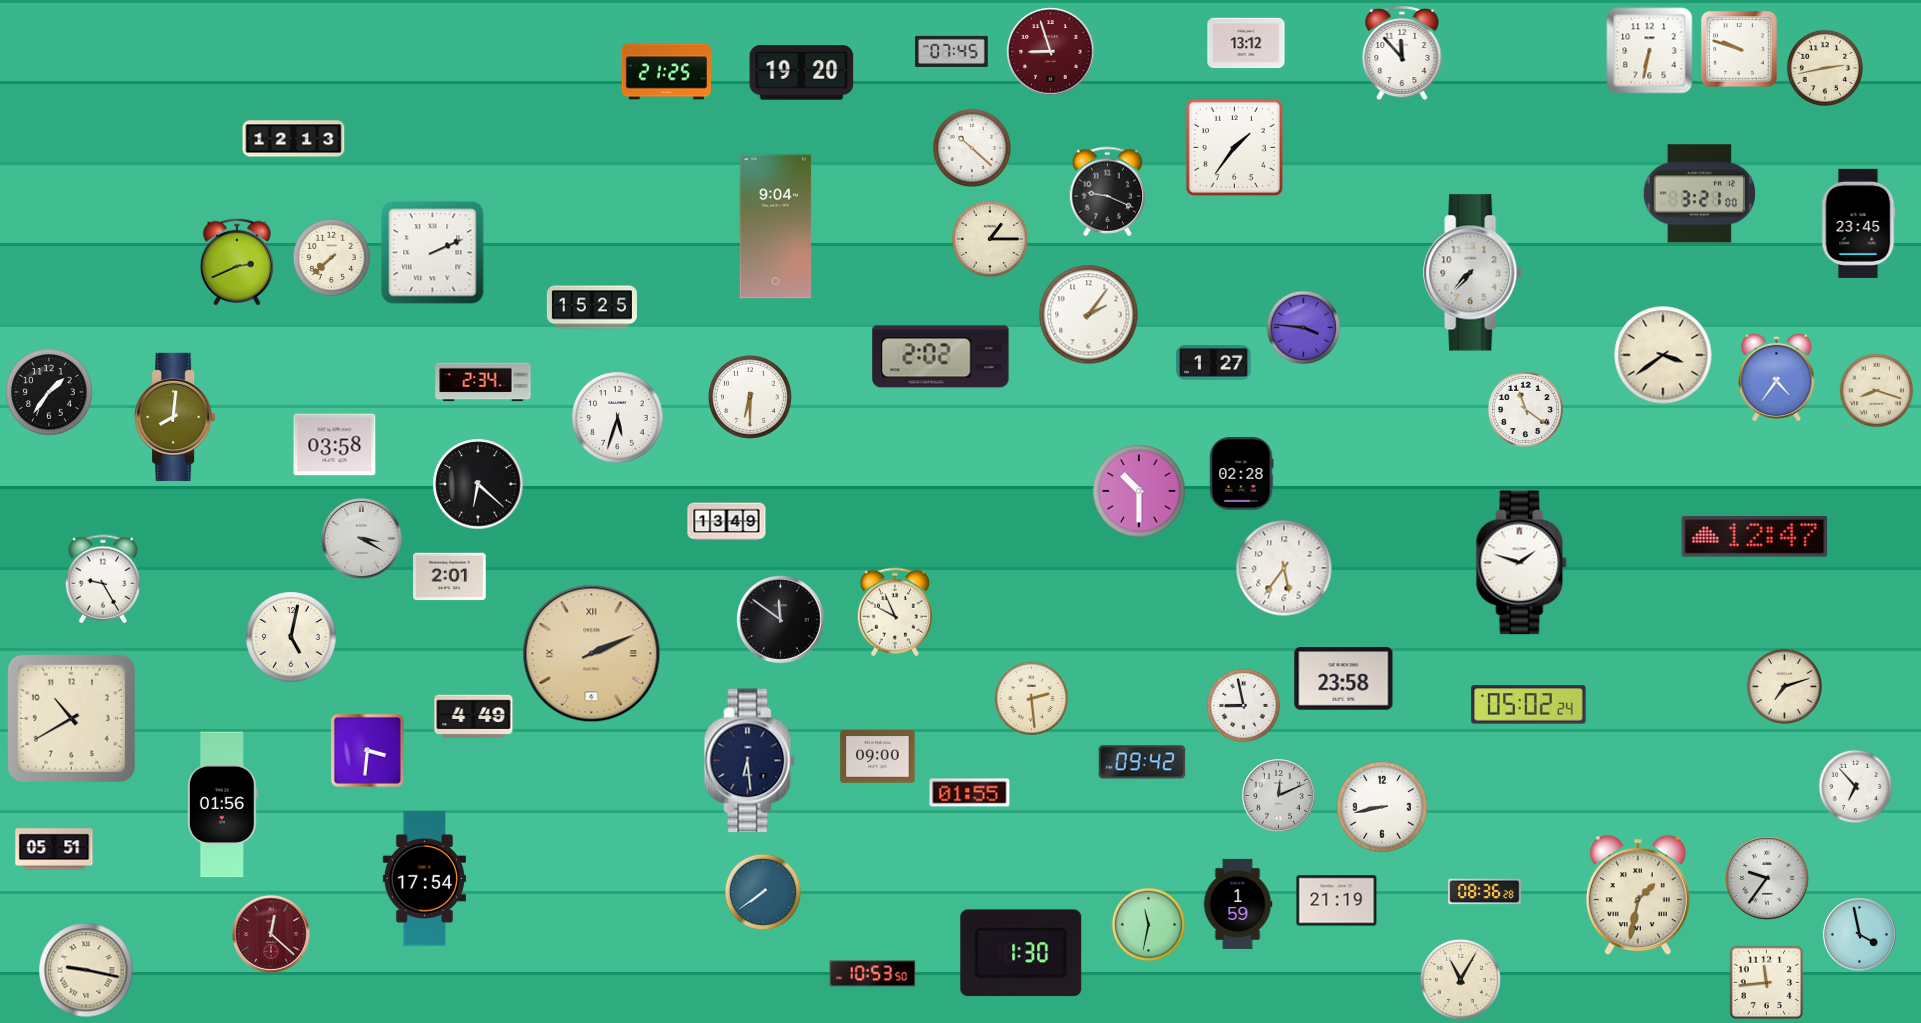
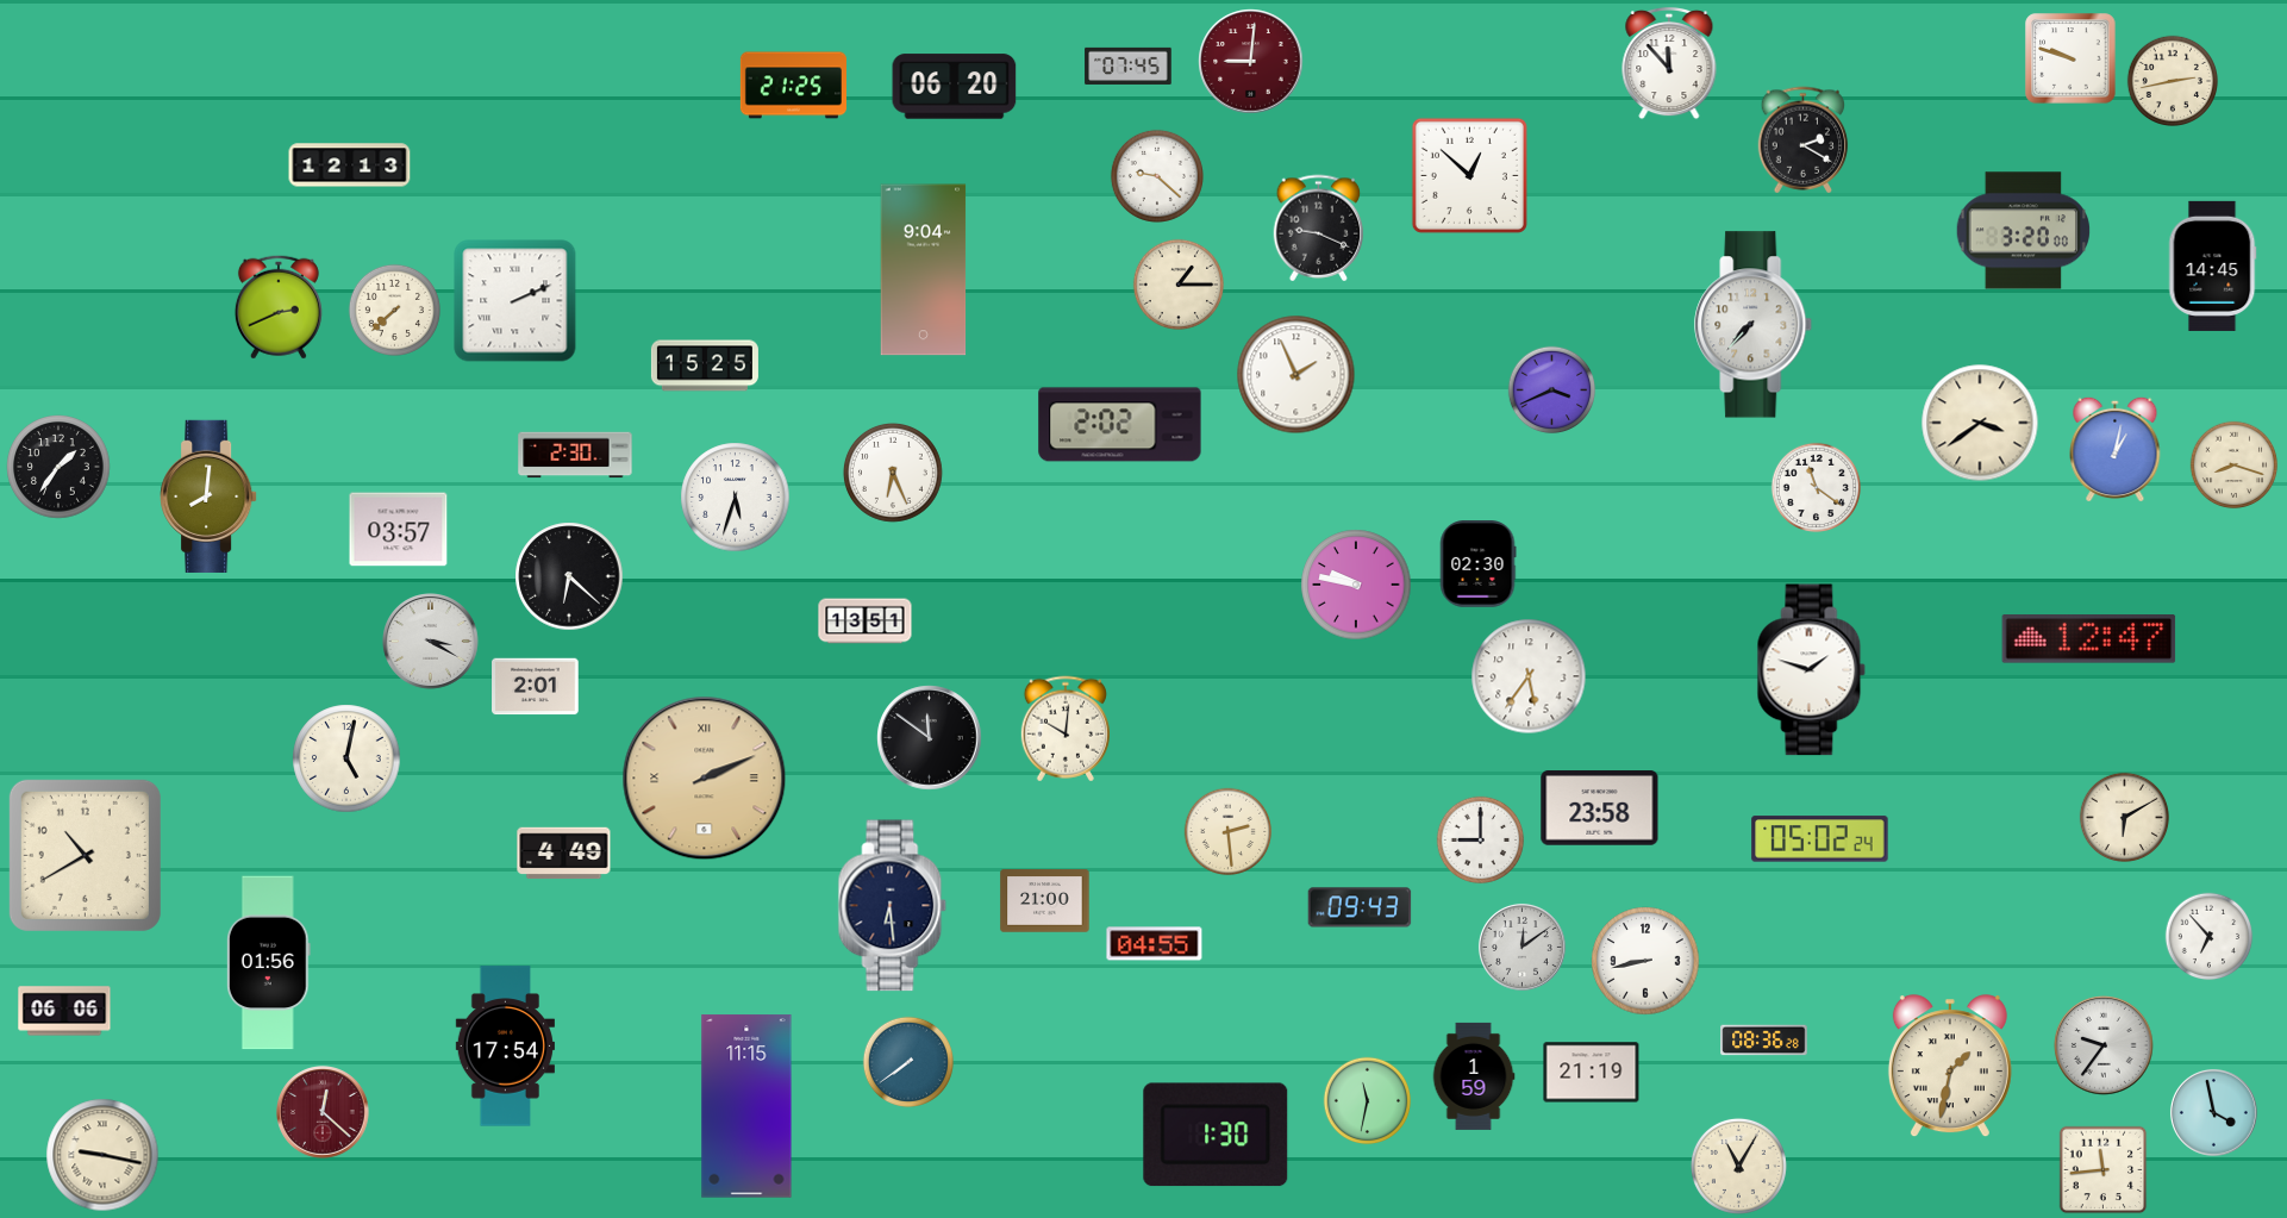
clock at (1246, 43): 13:12 -> none
clock at (952, 51) position: (952, 51) -> (1129, 65)
clock at (1650, 51): 6:32 -> none
clock at (1051, 52): 8:57 -> 9:01
clock at (802, 73): 19:20 -> 06:20
clock at (1804, 140): none -> 2:20
clock at (1234, 147): 1:36 -> 12:52
clock at (972, 148): 10:22 -> 9:22
clock at (1700, 194): 3:21 -> 3:20
clock at (1859, 223): 23:45 -> 14:45
clock at (331, 257) position: (331, 257) -> (394, 310)
clock at (237, 262) position: (237, 262) -> (279, 307)
clock at (1089, 315): 2:06 -> 1:56
clock at (1304, 328): 3:46 -> 3:41
clock at (1214, 363): 1:27 -> none
clock at (1777, 377): 4:36 -> 1:02
clock at (483, 382): 2:34 -> 2:30
clock at (750, 397): 6:30 -> 6:26
clock at (335, 445): 03:58 -> 03:57
clock at (1241, 474): 02:28 -> 02:30
clock at (1139, 491): 10:30 -> 9:47
clock at (727, 522): 13:49 -> 13:51
clock at (102, 579): 9:25 -> none
clock at (894, 612): 9:56 -> 10:01
clock at (1784, 686): 7:12 -> 6:10
clock at (1244, 706): 8:58 -> 9:00
clock at (367, 750): 3:31 -> none
clock at (878, 757): 09:00 -> 21:00
clock at (1142, 762): 09:42 -> 09:43
clock at (970, 793): 01:55 -> 04:55
clock at (1278, 795): 12:11 -> 12:09
clock at (222, 805) position: (222, 805) -> (268, 963)
clock at (54, 849): 05:51 -> 06:06
clock at (1485, 892) position: (1485, 892) -> (1764, 1041)
clock at (746, 1106): none -> 11:15
clock at (873, 974): 10:53 -> none
